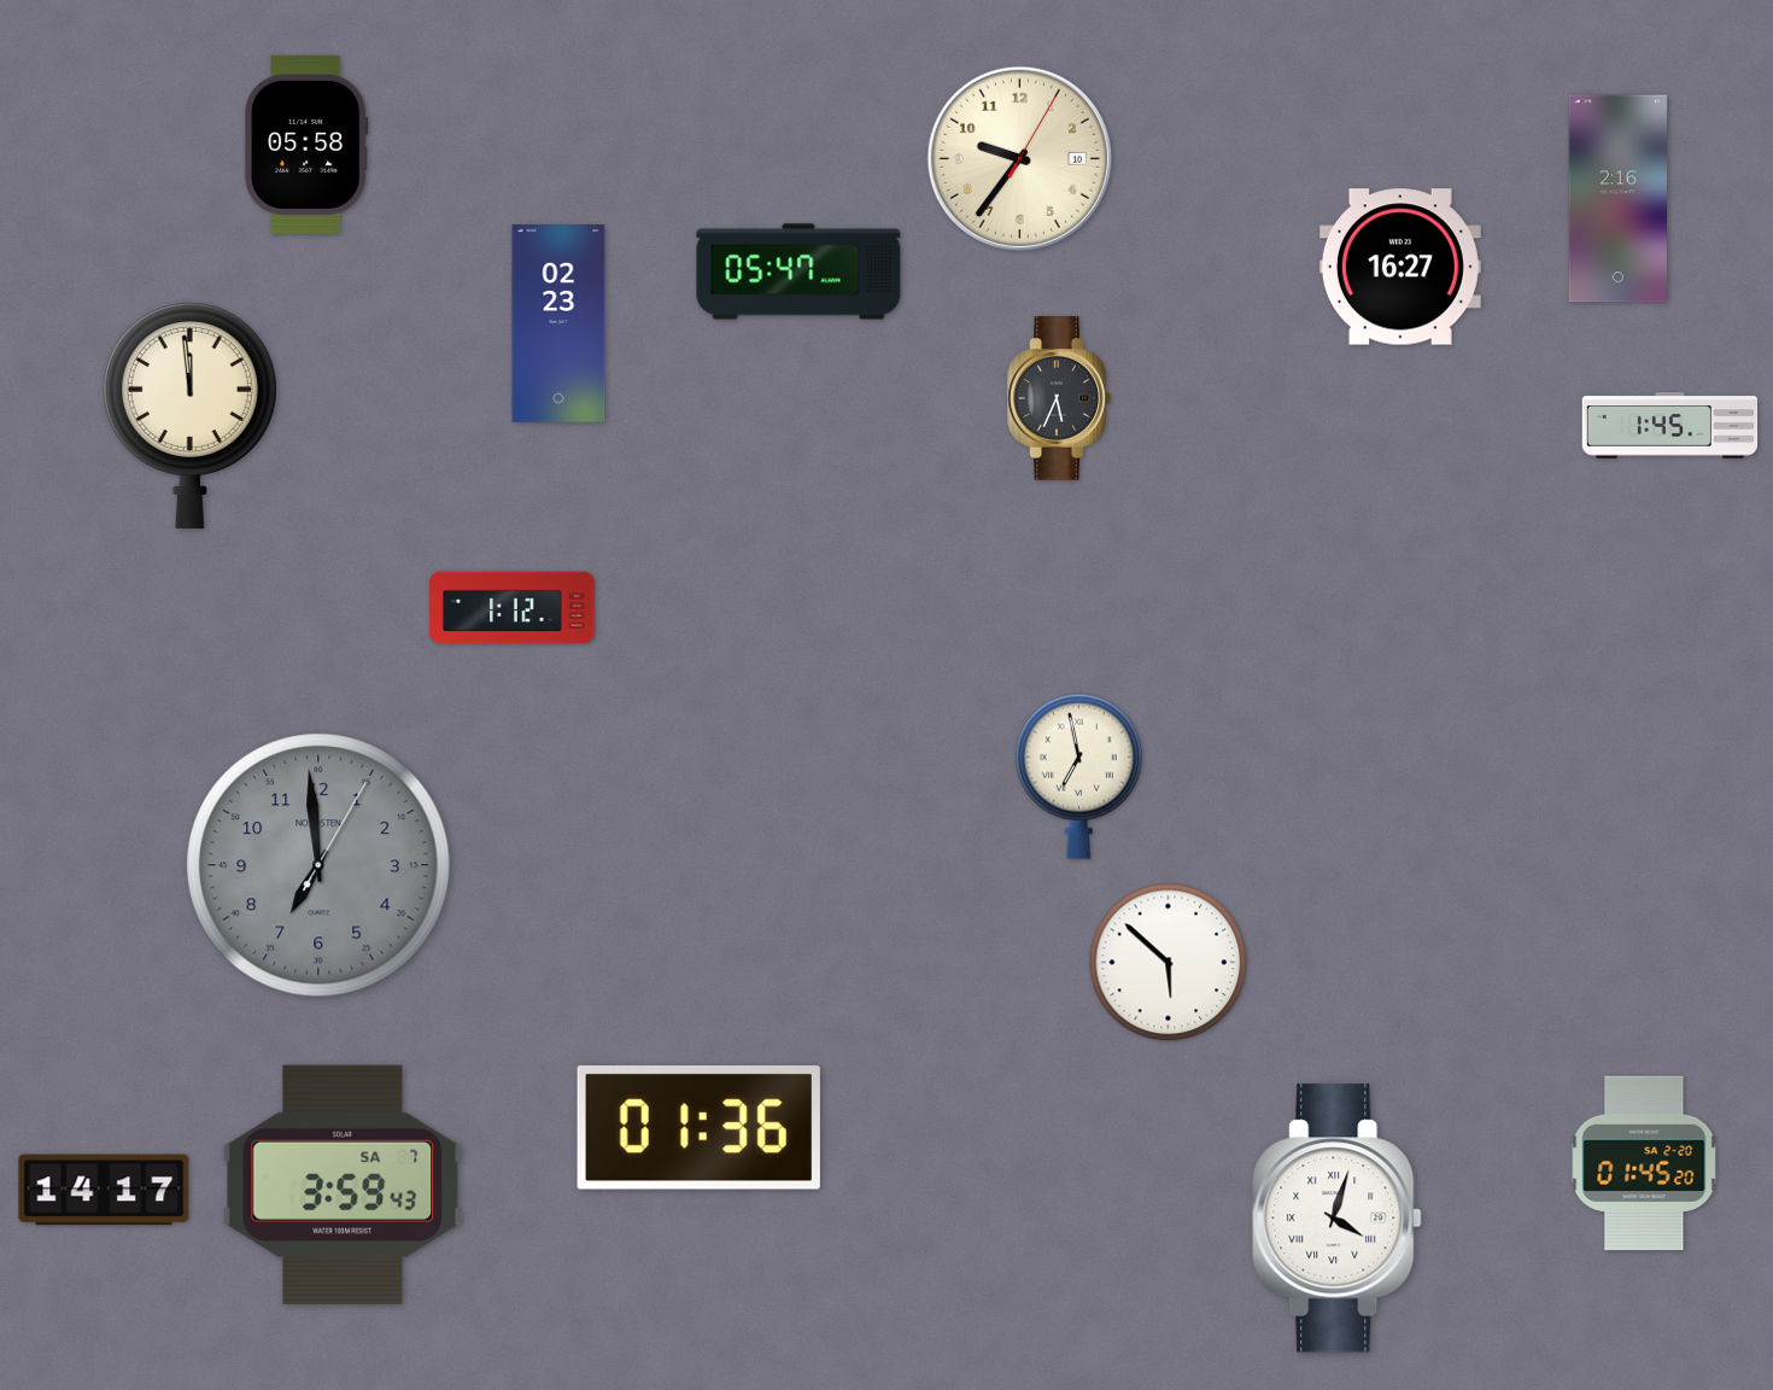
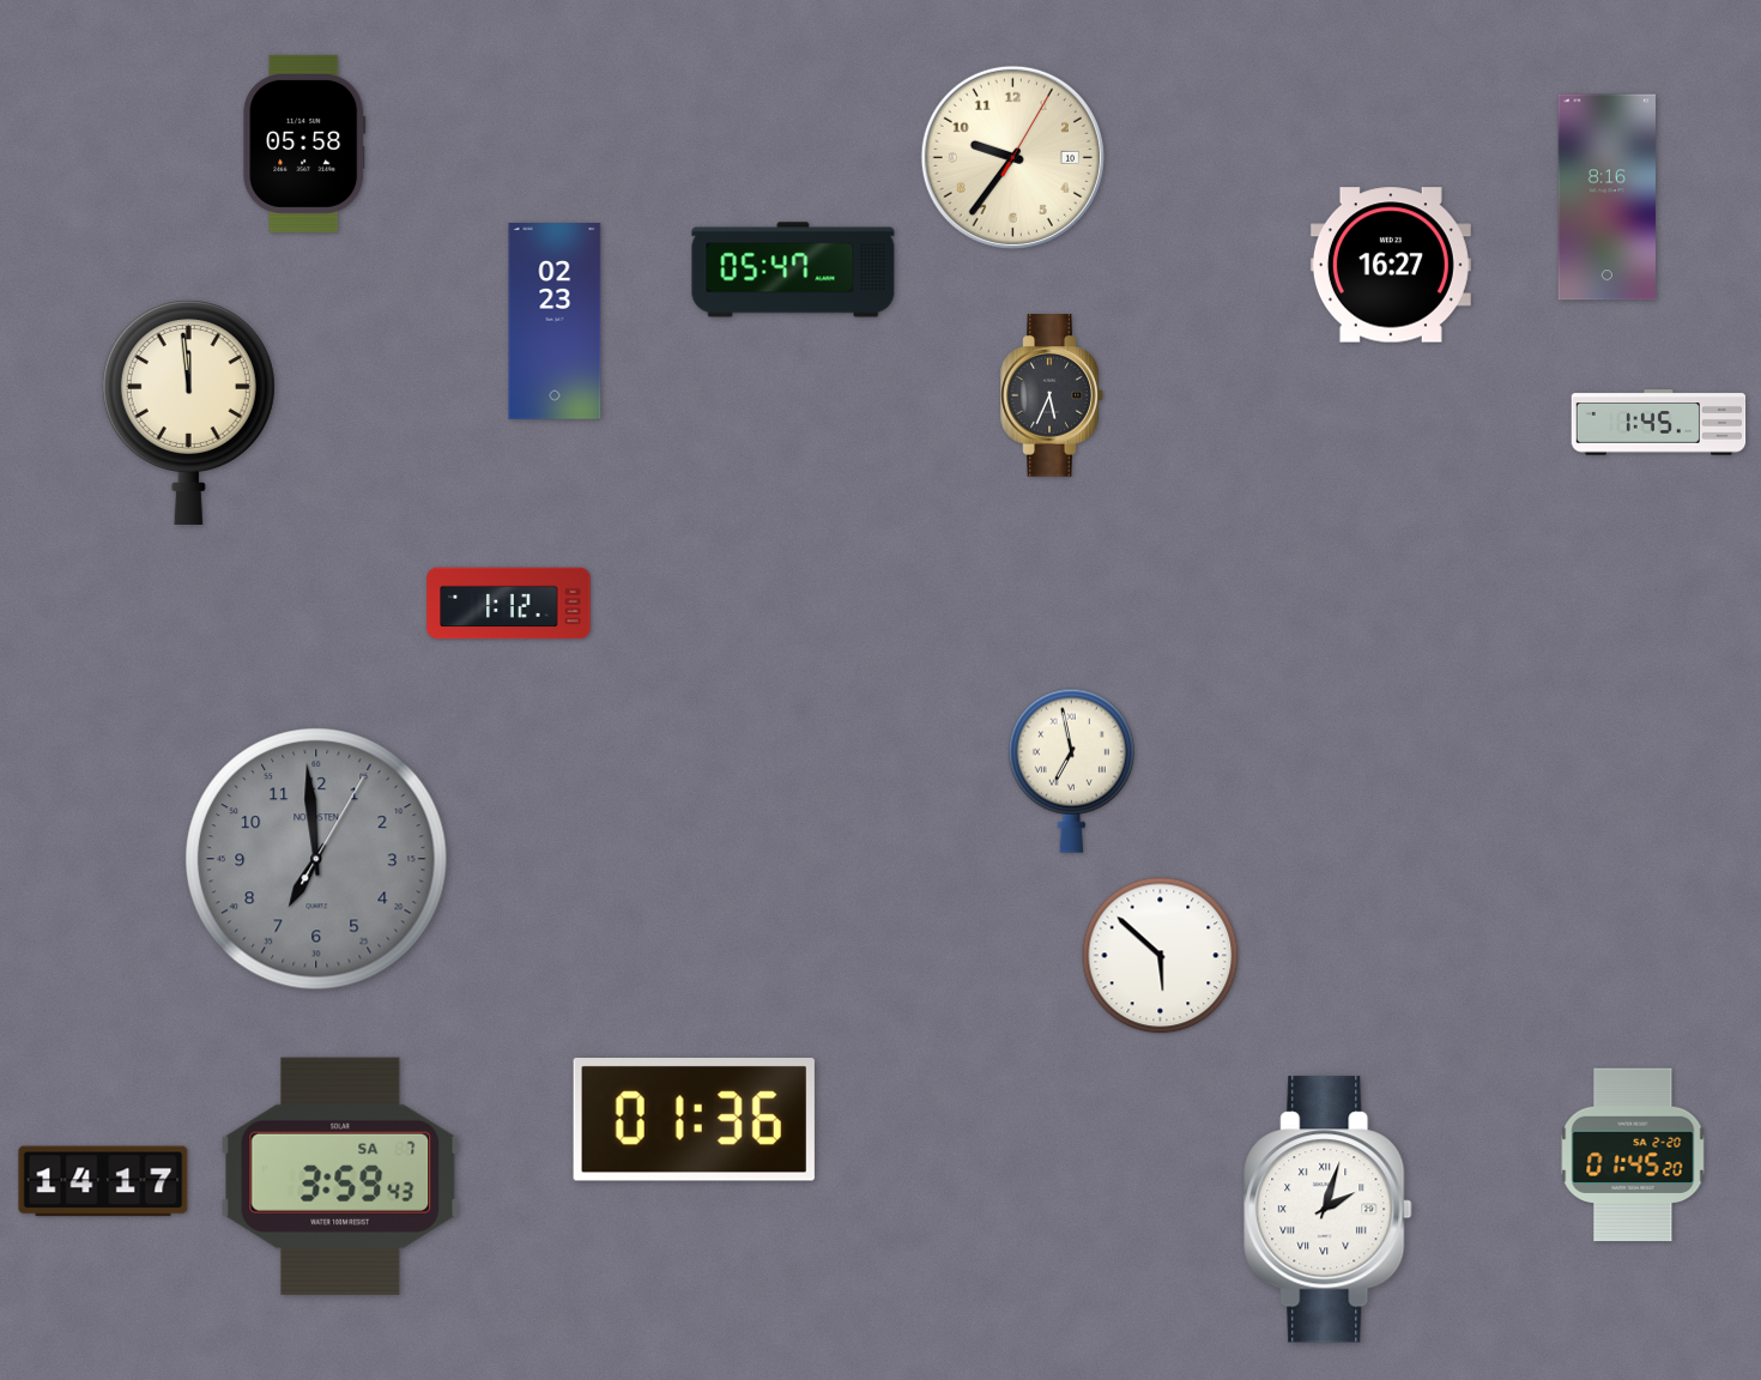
clock at (1619, 199): 2:16 -> 8:16
clock at (1338, 1219): 4:03 -> 2:03
